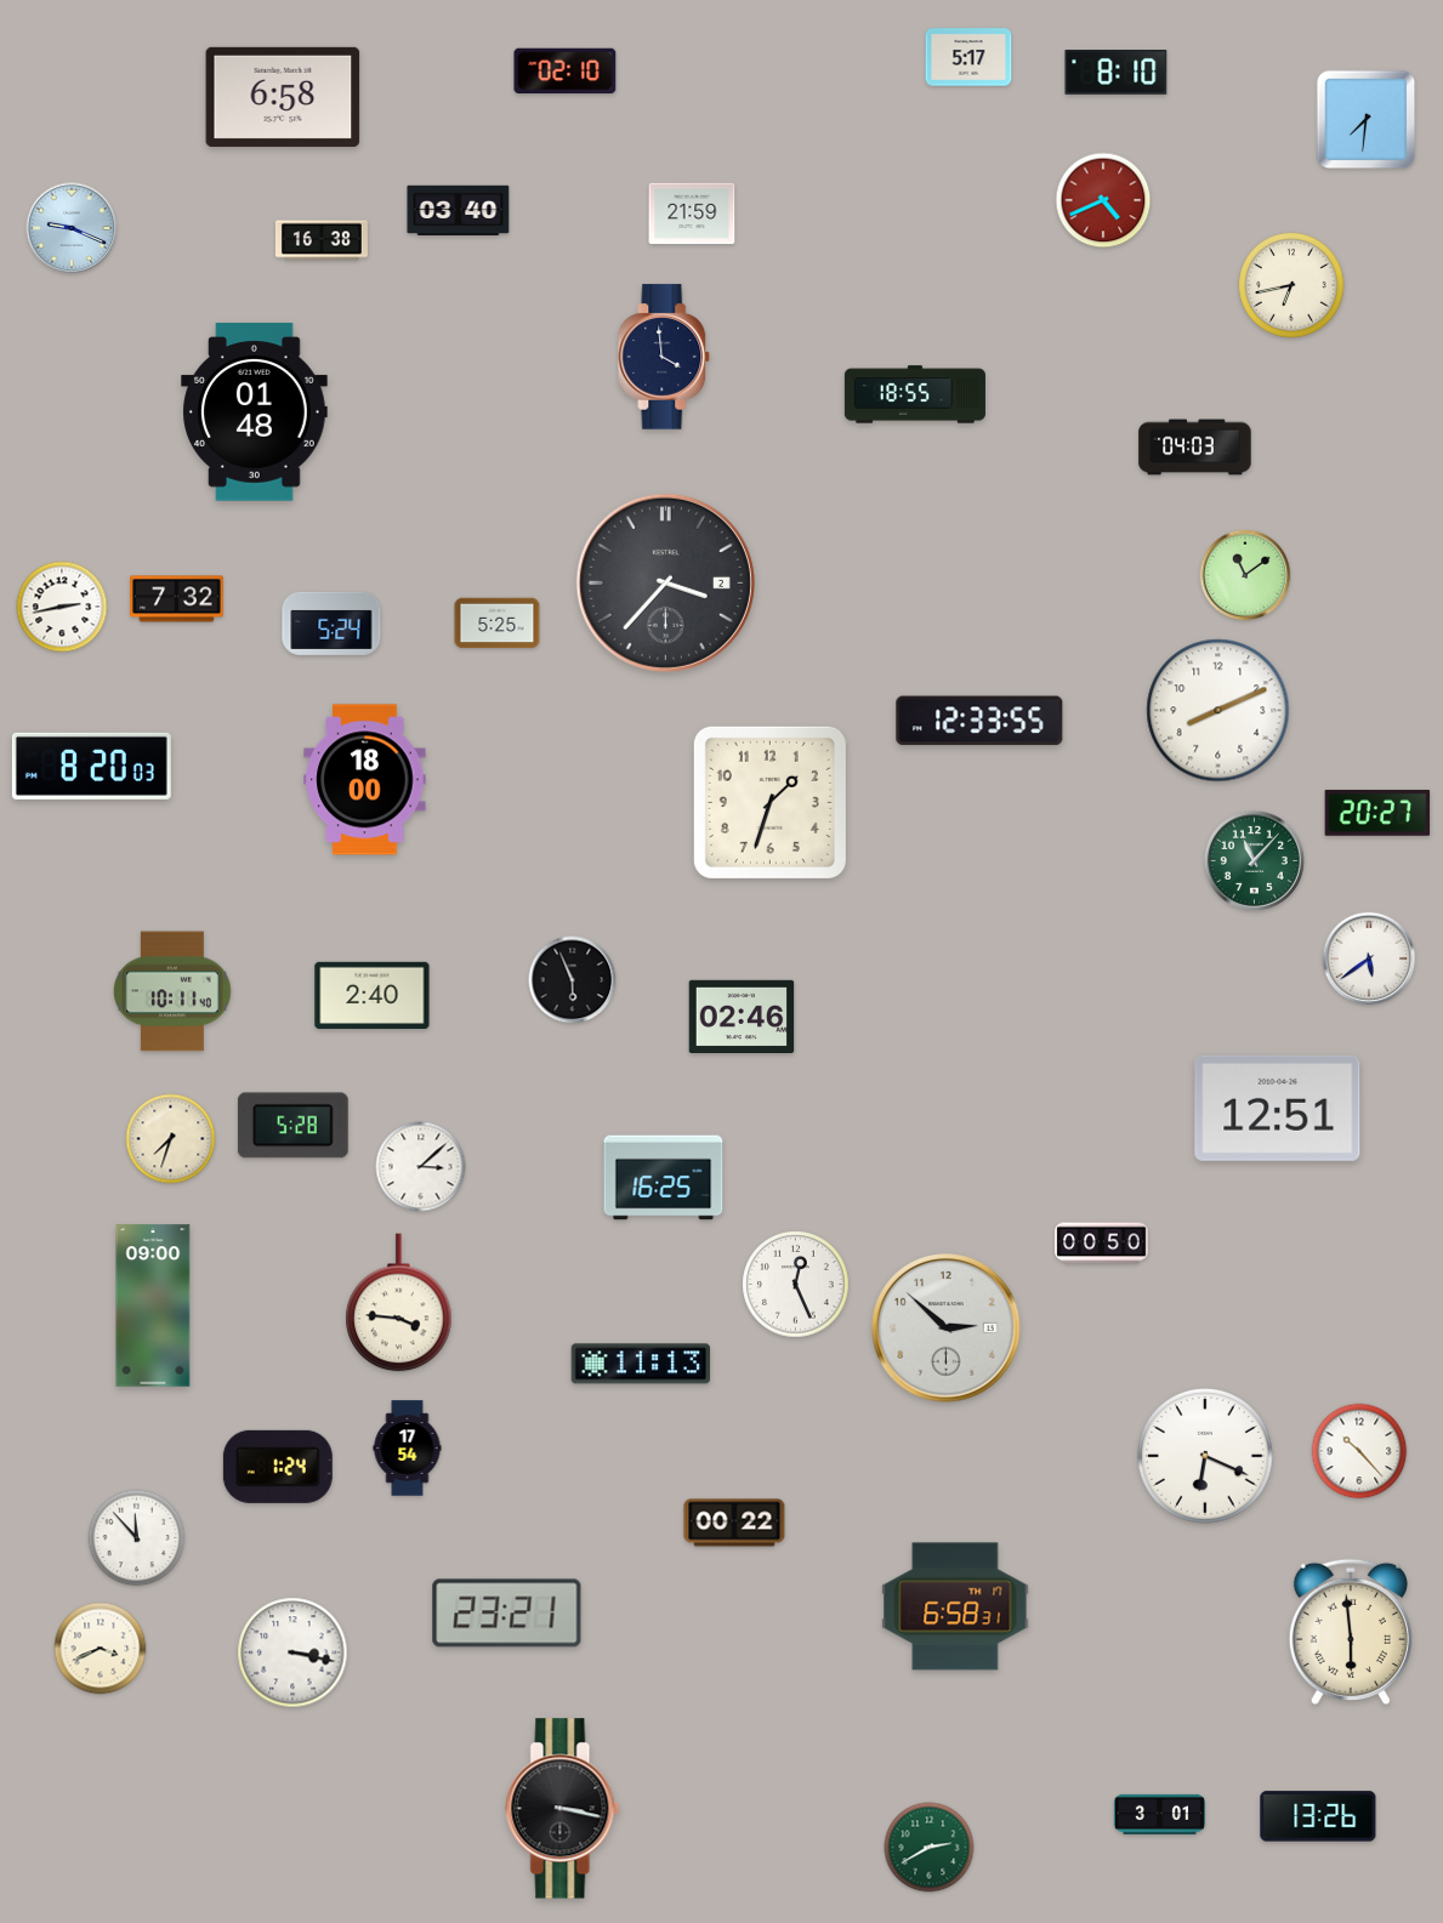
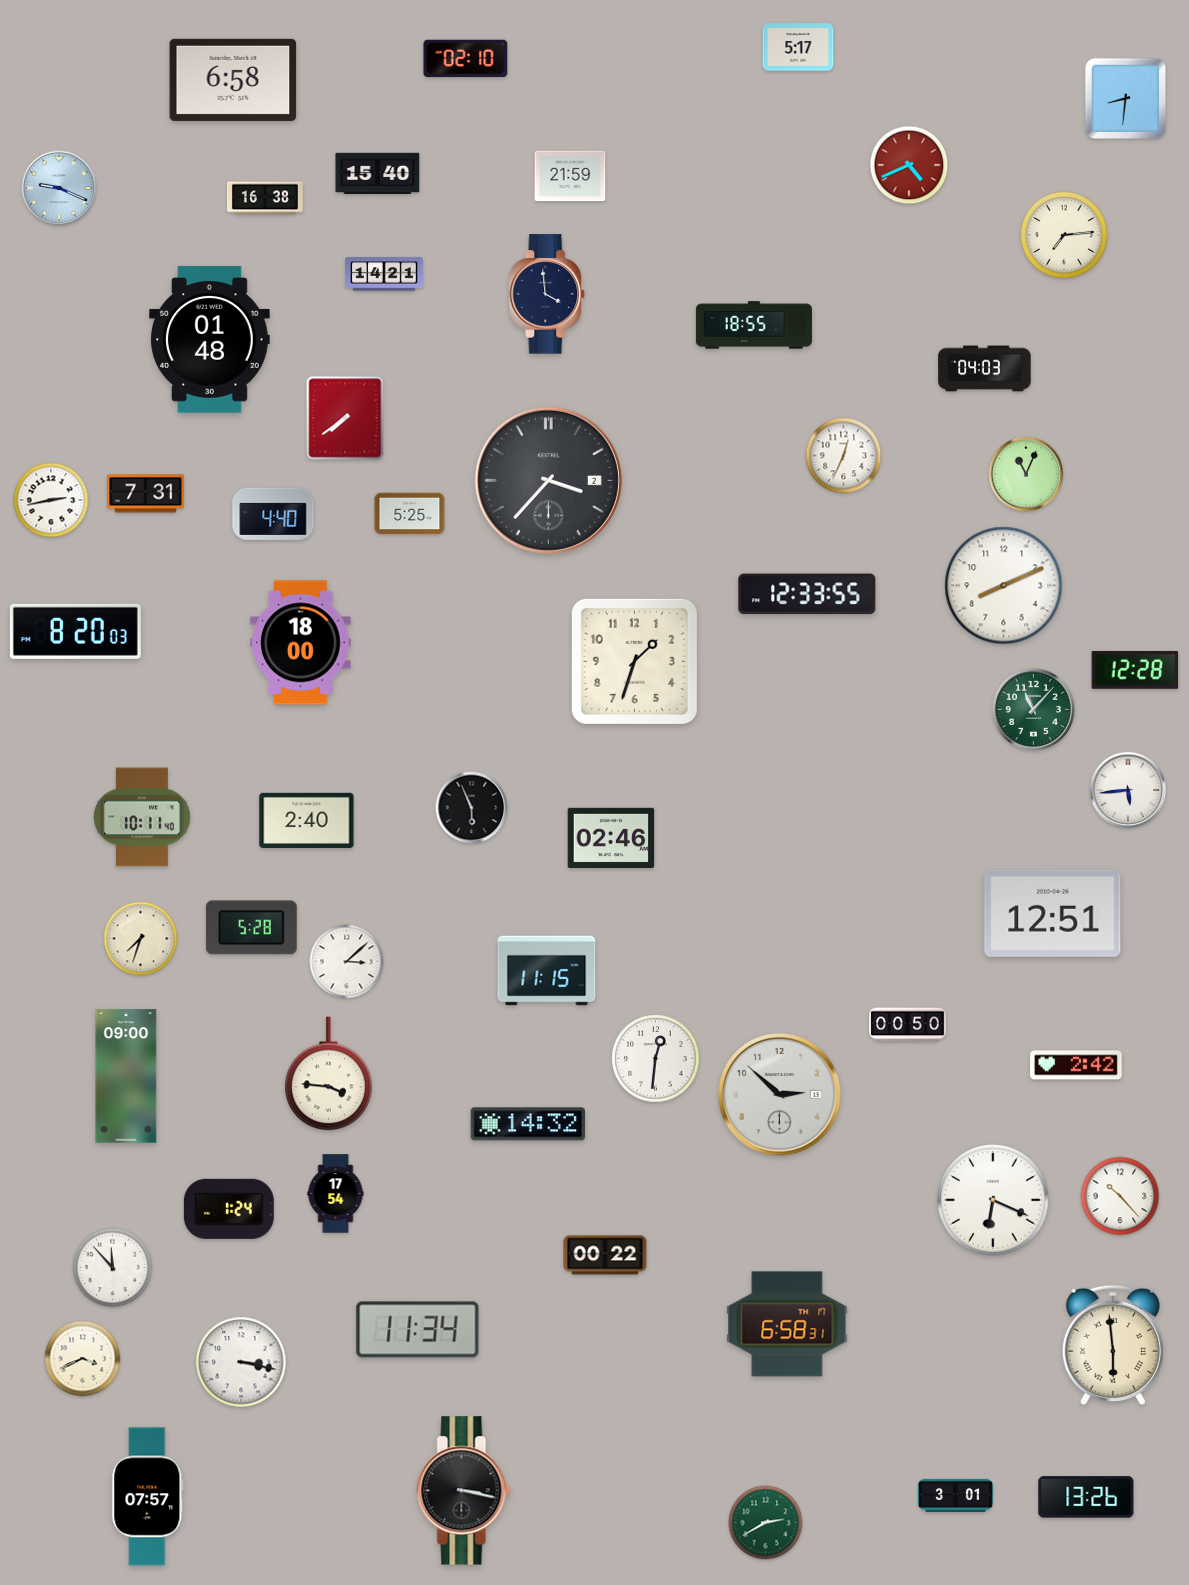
clock at (1117, 73): 8:10 -> none
clock at (1367, 120): 7:31 -> 8:31
clock at (459, 210): 03:40 -> 15:40
clock at (1291, 285): 6:43 -> 7:14
clock at (384, 274): none -> 14:21
clock at (345, 418): none -> 7:39
clock at (844, 456): none -> 12:34
clock at (1245, 575): 11:09 -> 11:04
clock at (177, 599): 7:32 -> 7:31
clock at (331, 624): 5:24 -> 4:40
clock at (1377, 813): 20:27 -> 12:28
clock at (1369, 958): 5:39 -> 5:44
clock at (292, 1126) position: (292, 1126) -> (251, 928)
clock at (664, 1178): 16:25 -> 11:15
clock at (796, 1285): 12:26 -> 12:31
clock at (1076, 1065): none -> 2:42
clock at (641, 1364): 11:13 -> 14:32
clock at (507, 1614): 23:21 -> 11:34
clock at (148, 1497): none -> 07:57
